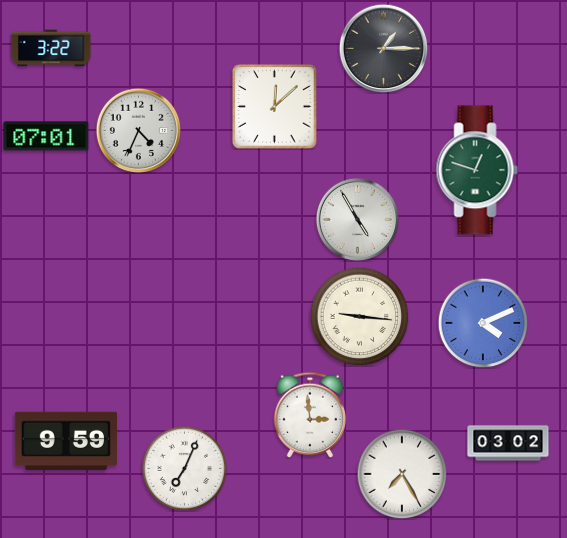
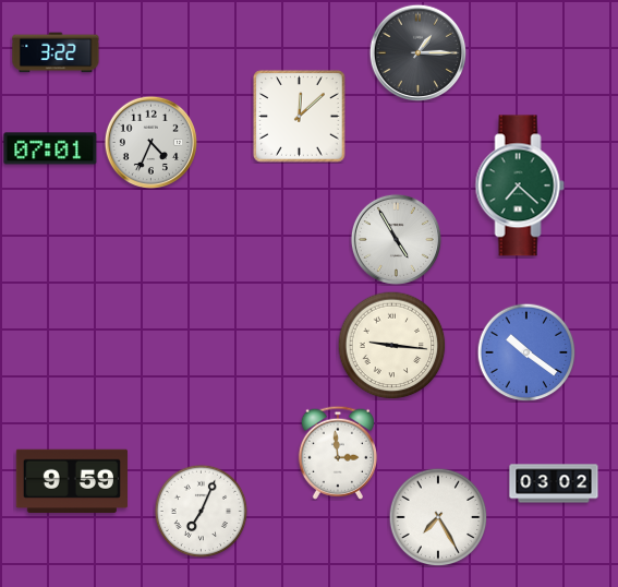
clock at (477, 170): 12:48 -> 7:22
clock at (357, 219) position: (357, 219) -> (396, 239)
clock at (483, 323): 4:11 -> 10:21
